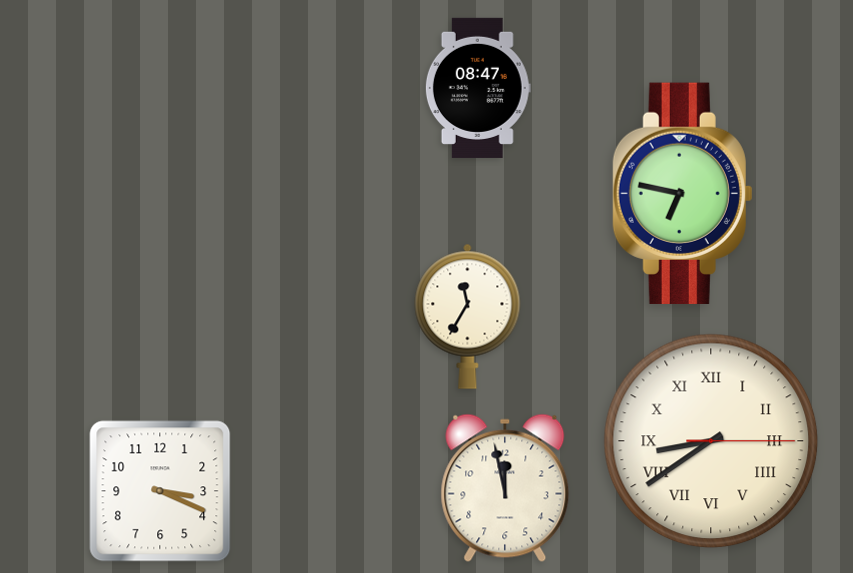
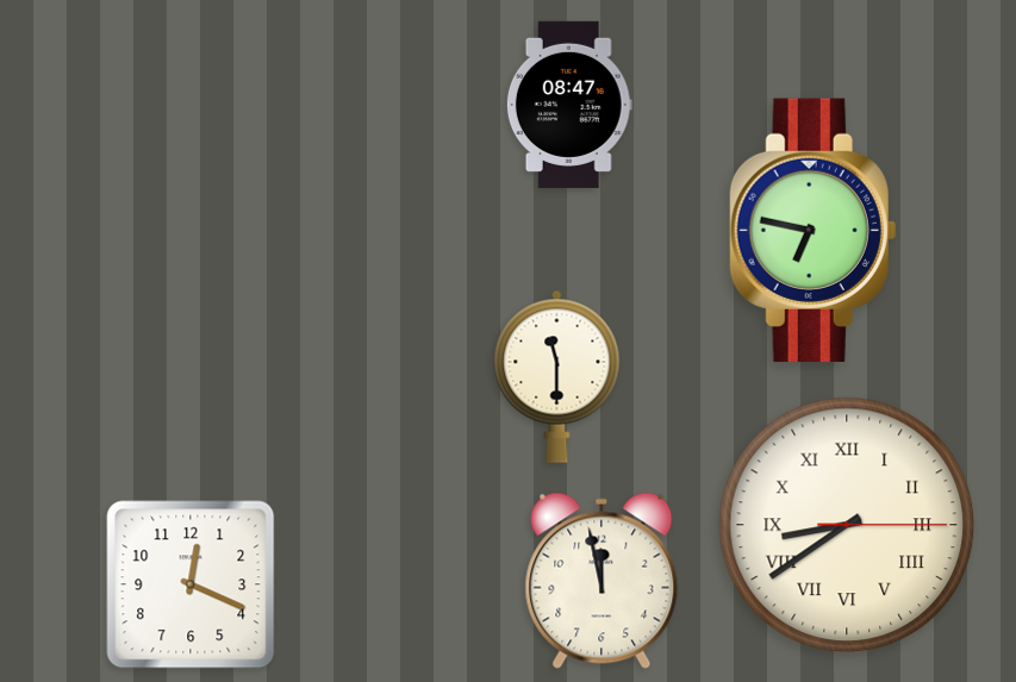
clock at (468, 316): 11:35 -> 11:30
clock at (160, 491): 3:19 -> 12:19
